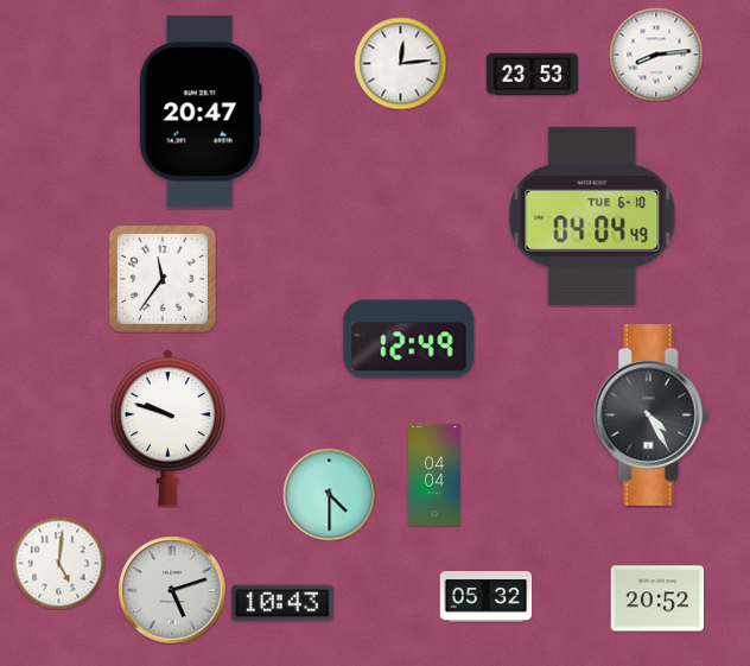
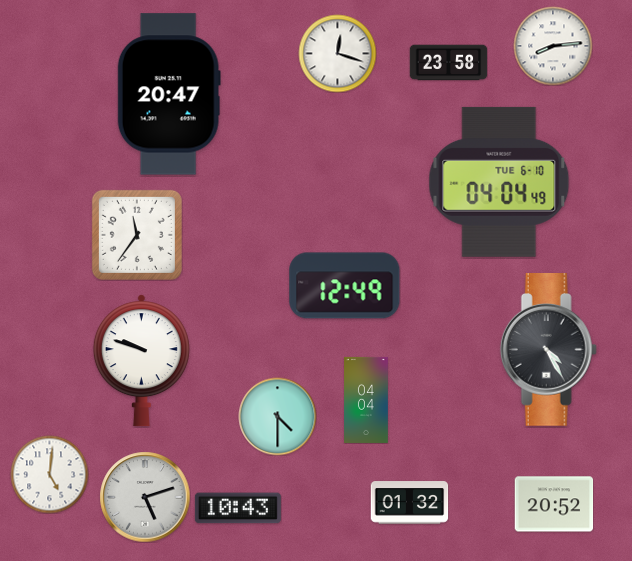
clock at (400, 63): 12:14 -> 12:18
clock at (532, 75): 23:53 -> 23:58
clock at (485, 597): 05:32 -> 01:32
